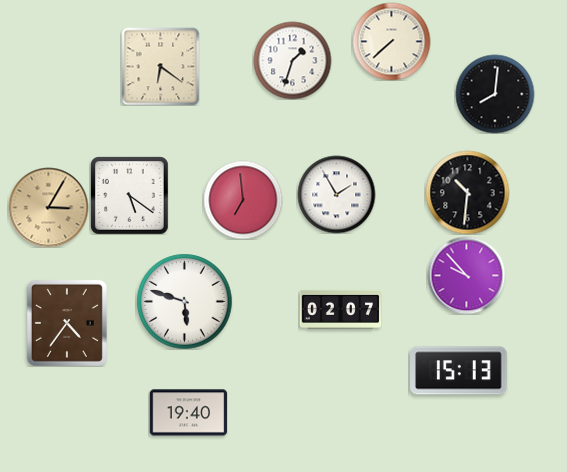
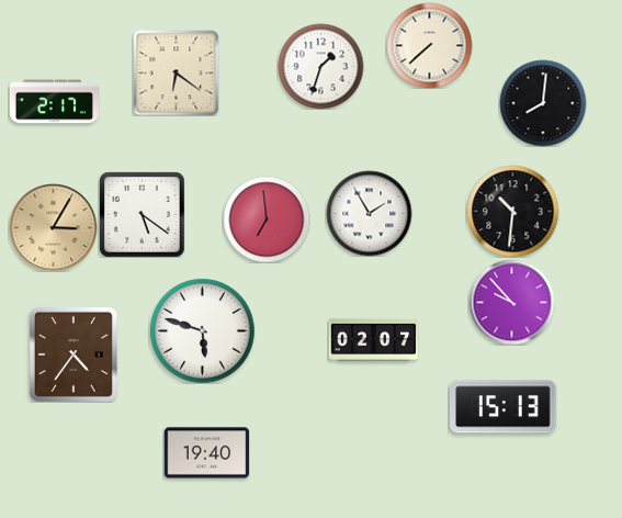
clock at (54, 102): none -> 2:17
